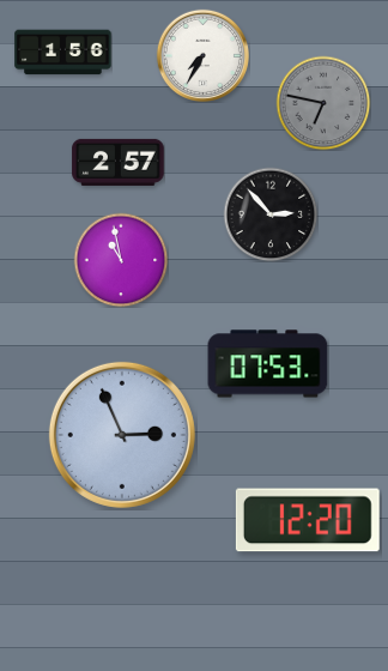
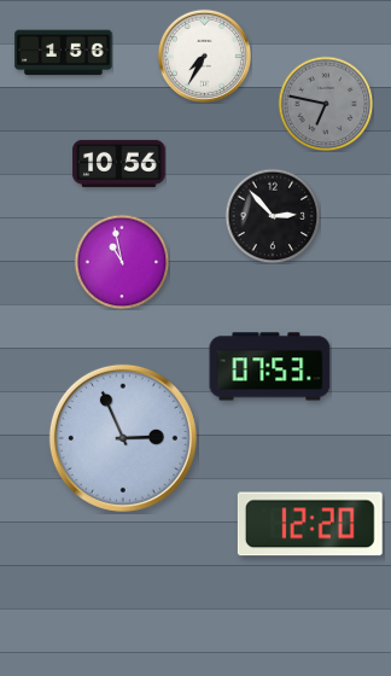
clock at (119, 162): 2:57 -> 10:56
